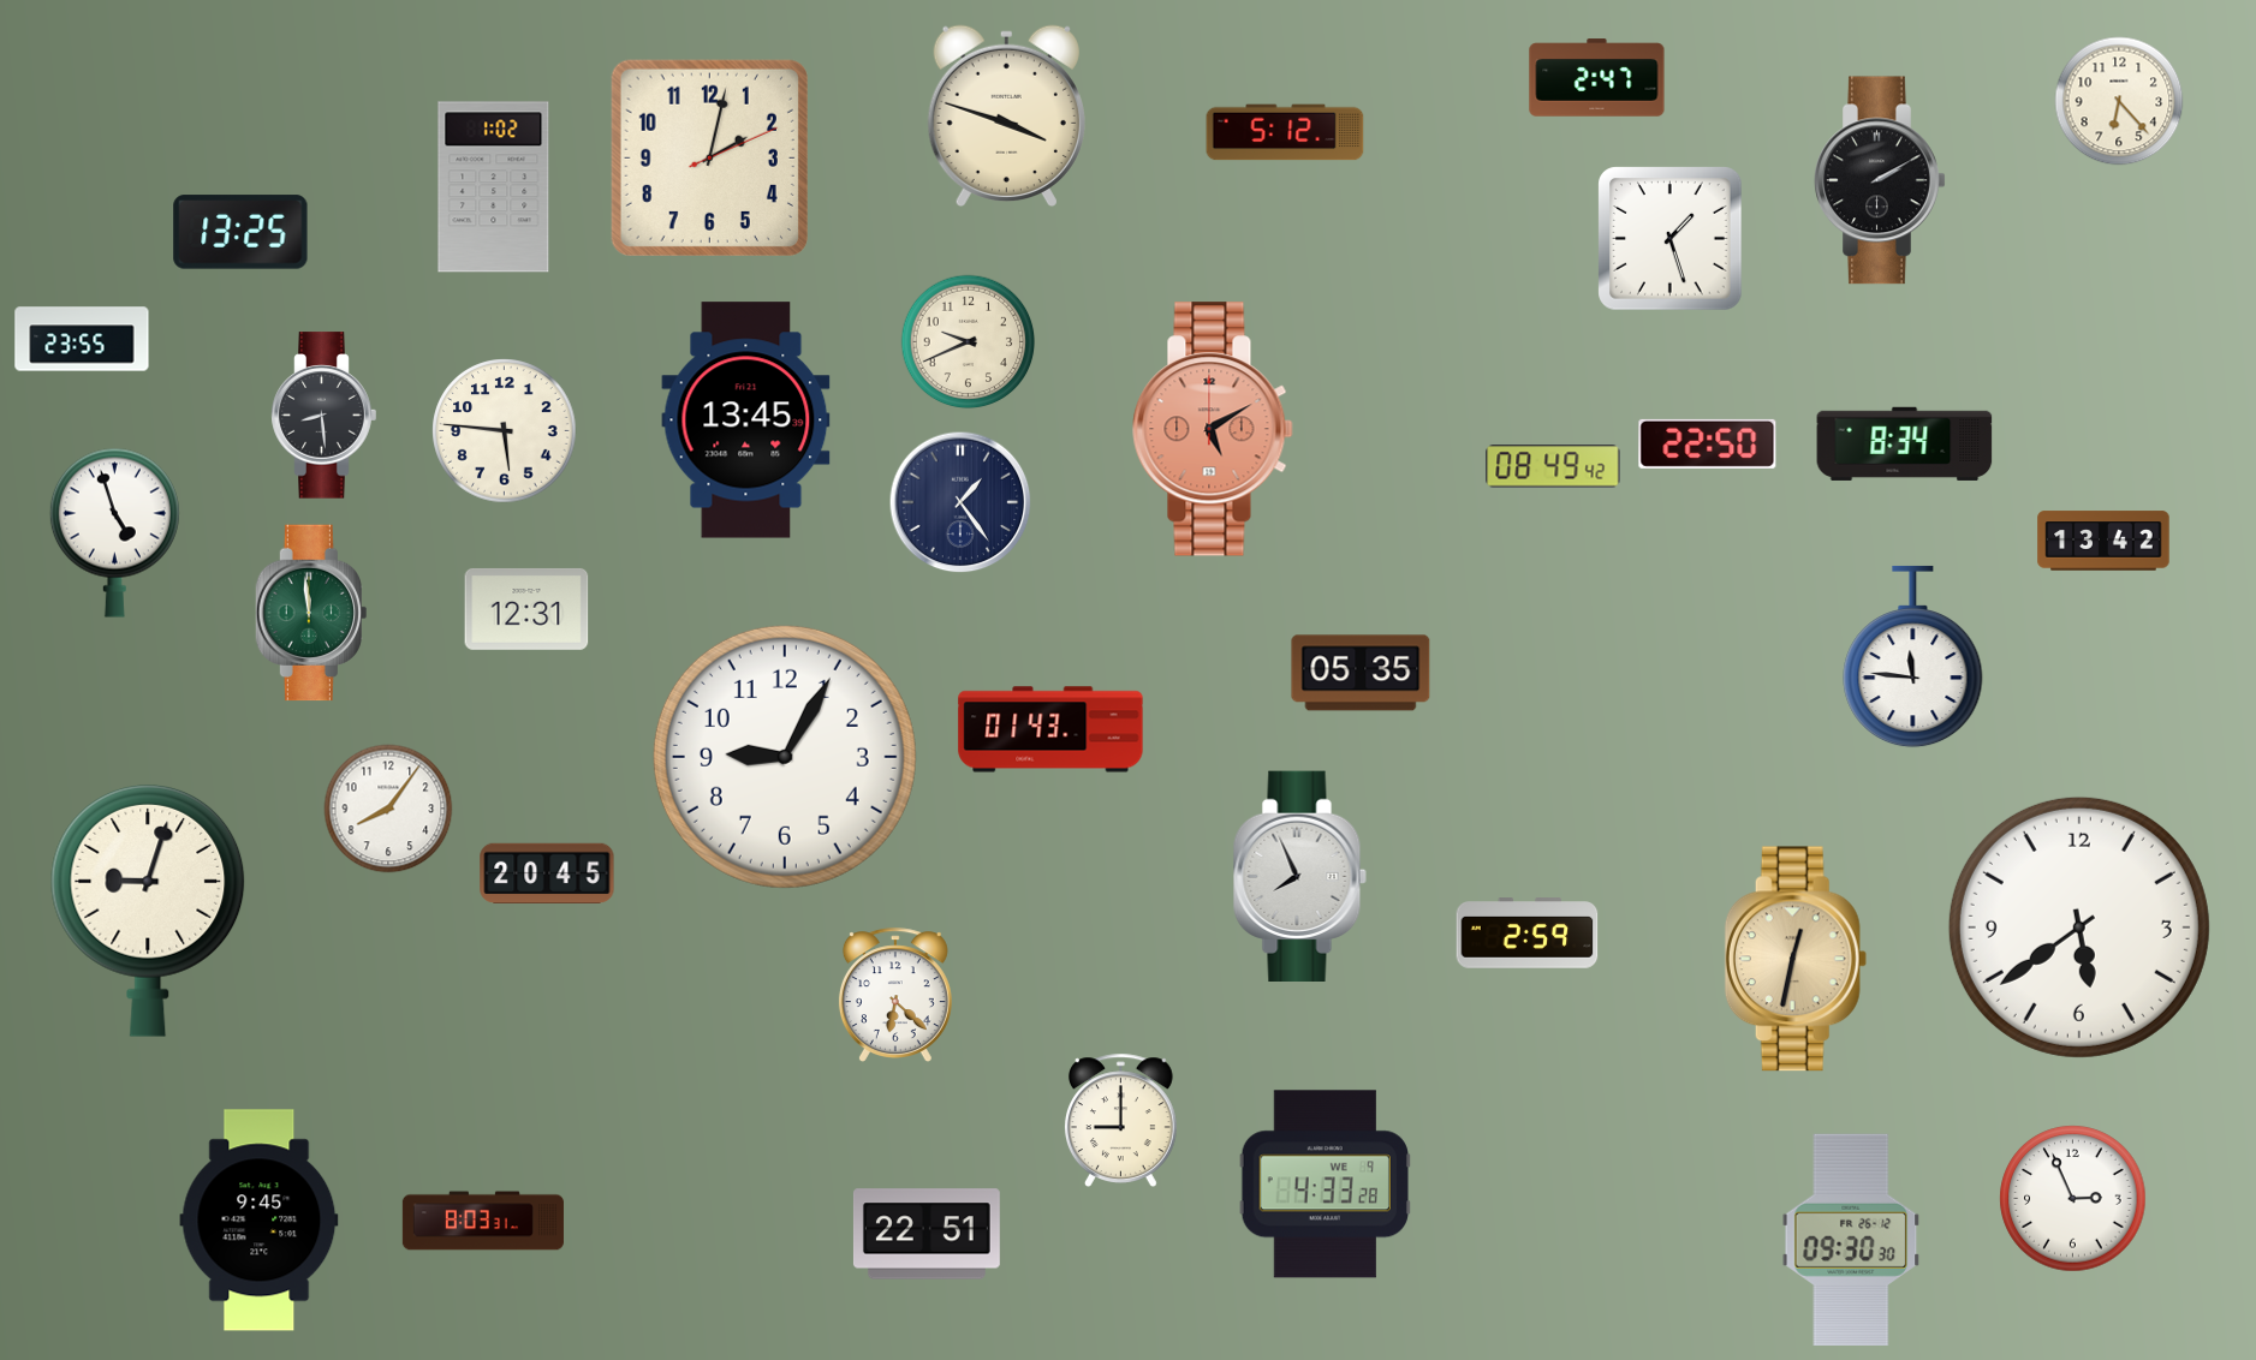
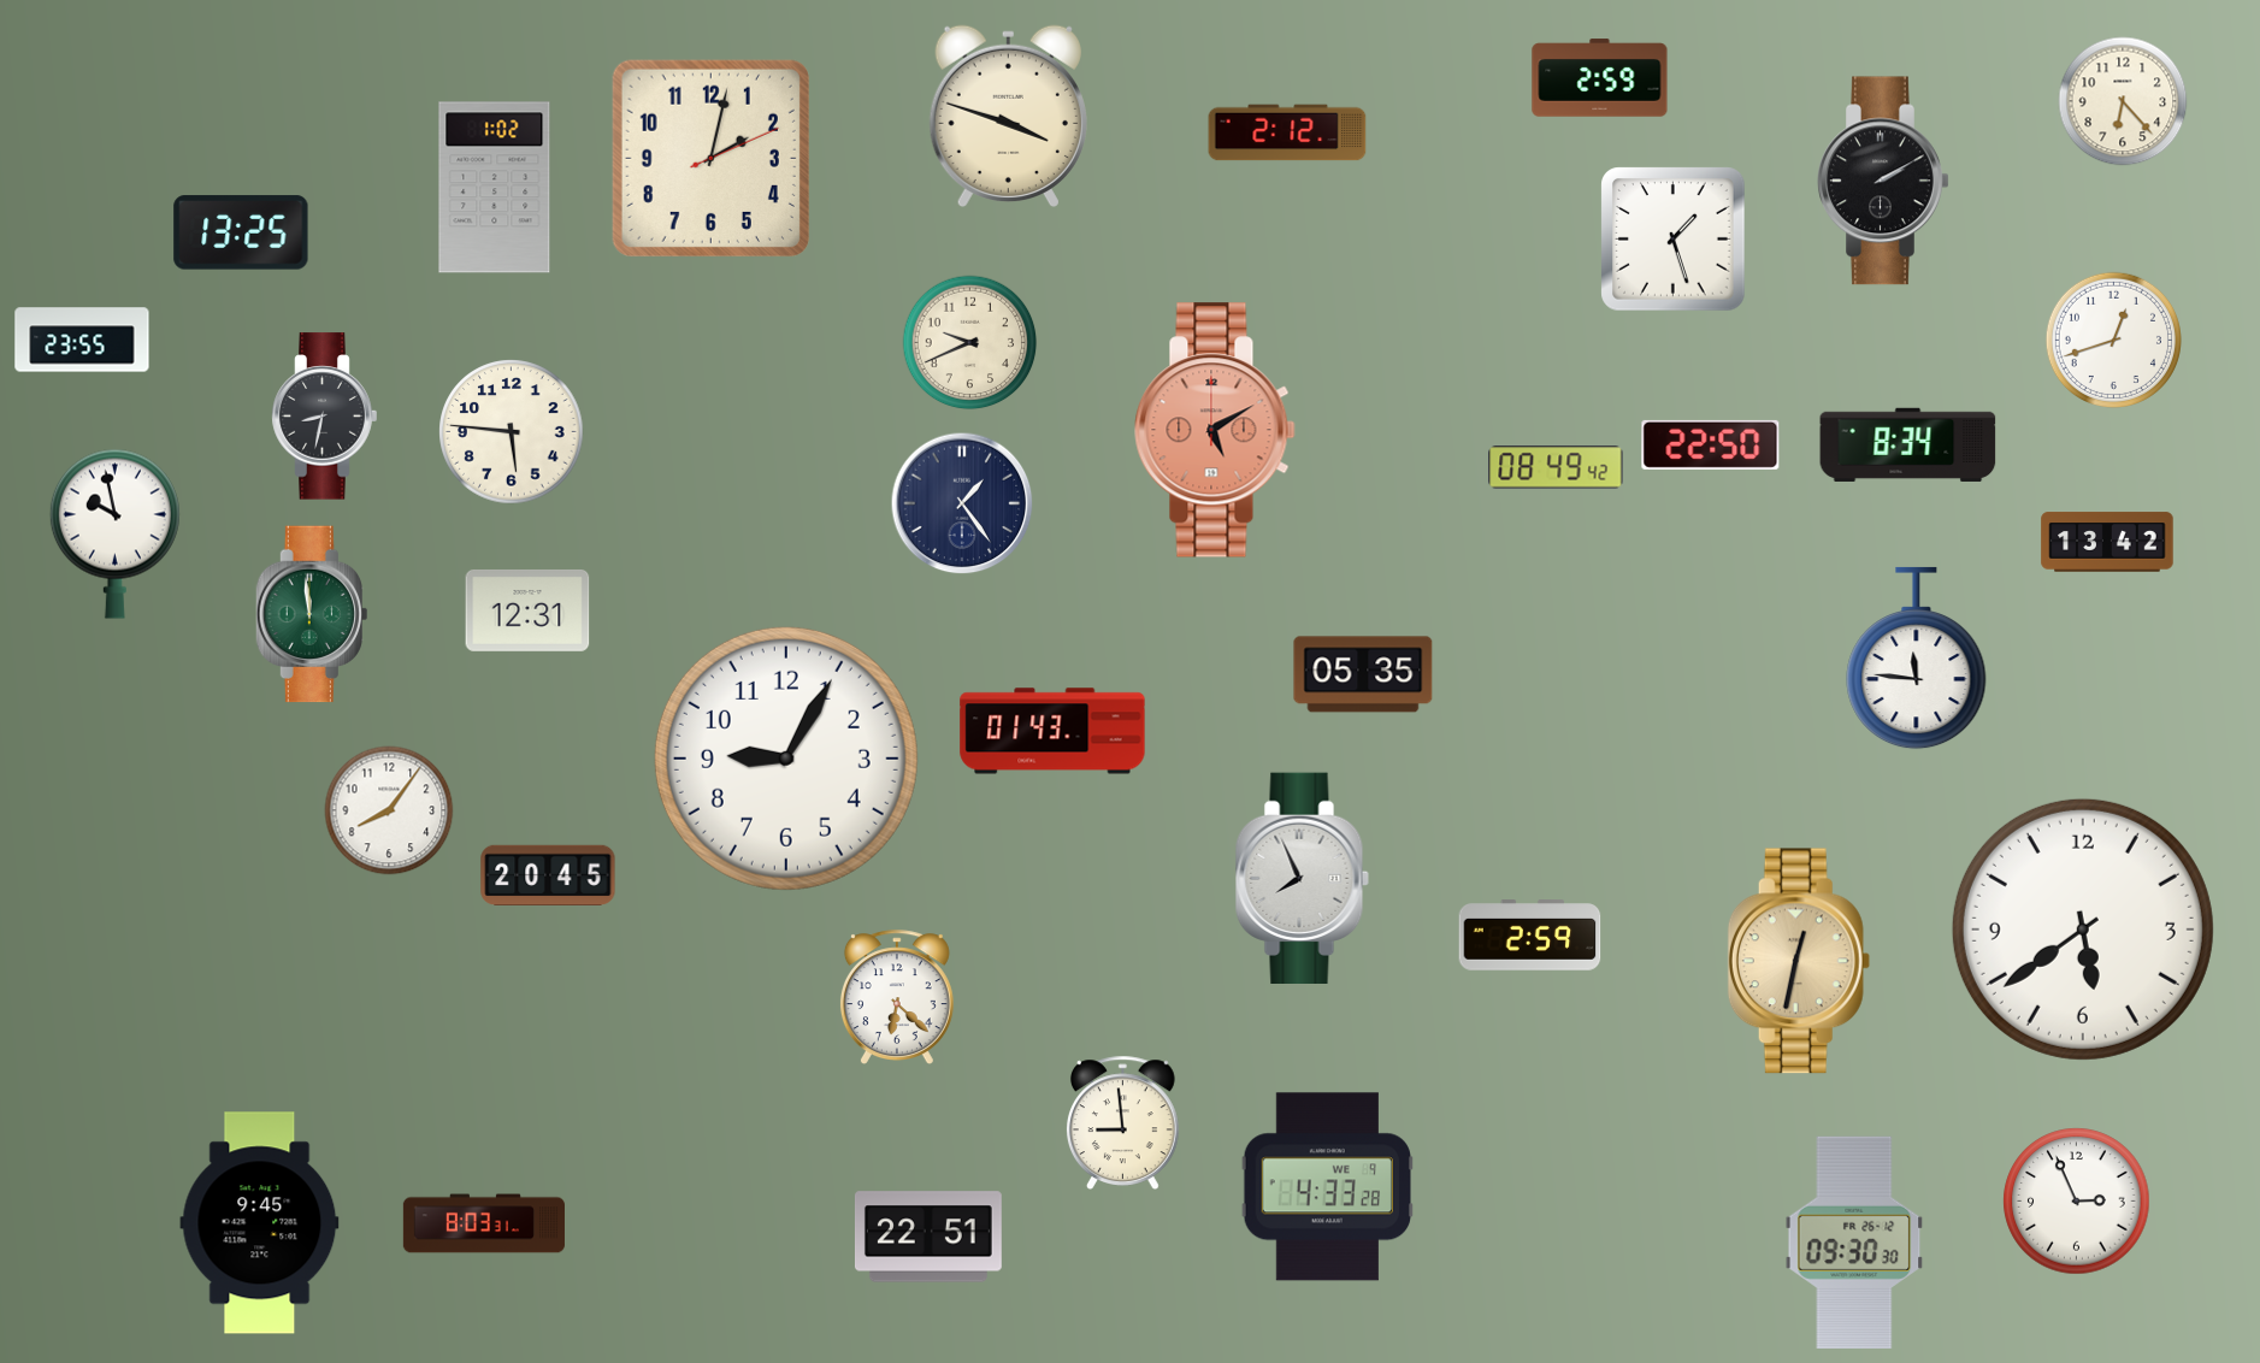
clock at (1597, 78): 2:47 -> 2:59
clock at (1285, 132): 5:12 -> 2:12
clock at (2113, 340): none -> 12:42
clock at (325, 416): 8:29 -> 8:32
clock at (746, 420): 13:45 -> none
clock at (505, 431) position: (505, 431) -> (512, 432)
clock at (114, 532): 4:57 -> 9:58
clock at (148, 911): 9:03 -> none
clock at (1120, 1120): 9:00 -> 8:59
